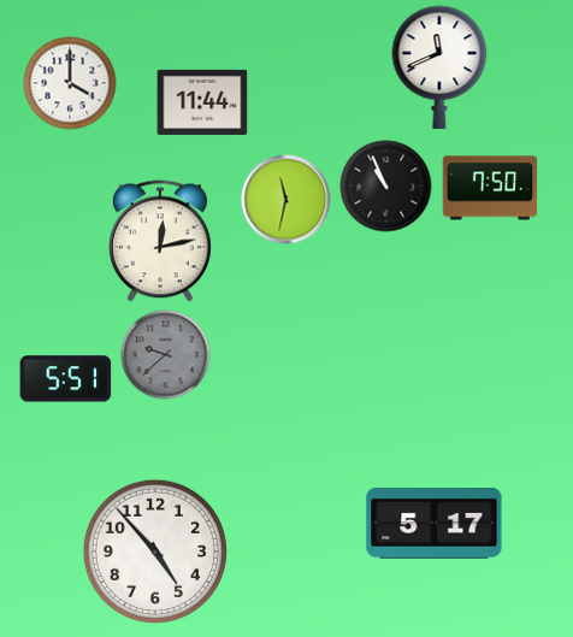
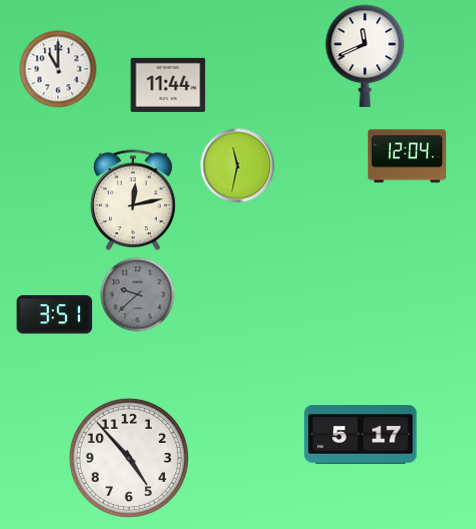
clock at (70, 83): 4:00 -> 11:00
clock at (386, 187): 10:56 -> none
clock at (490, 188): 7:50 -> 12:04
clock at (66, 379): 5:51 -> 3:51
